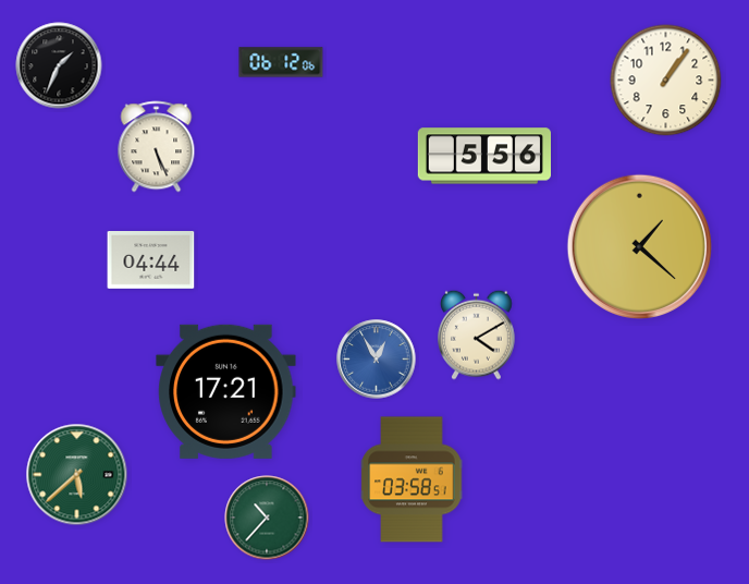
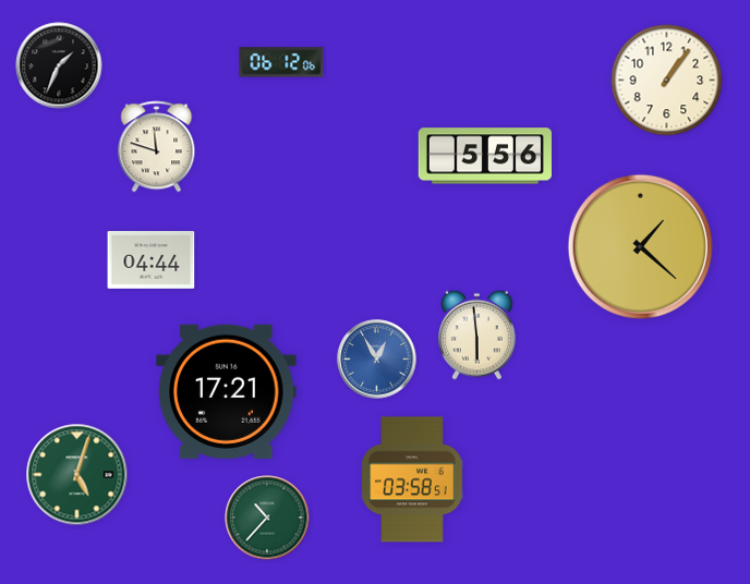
clock at (157, 147): 5:26 -> 11:48
clock at (477, 334): 4:10 -> 5:59
clock at (77, 475): 5:38 -> 5:03
